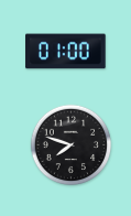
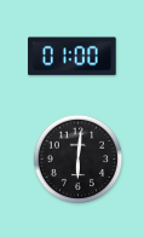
clock at (72, 145): 7:48 -> 6:01
